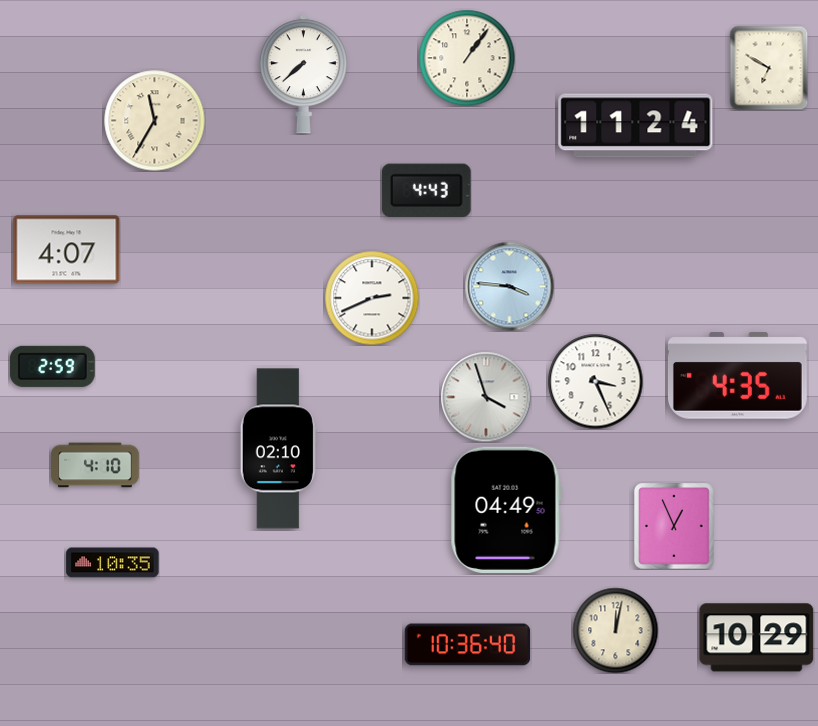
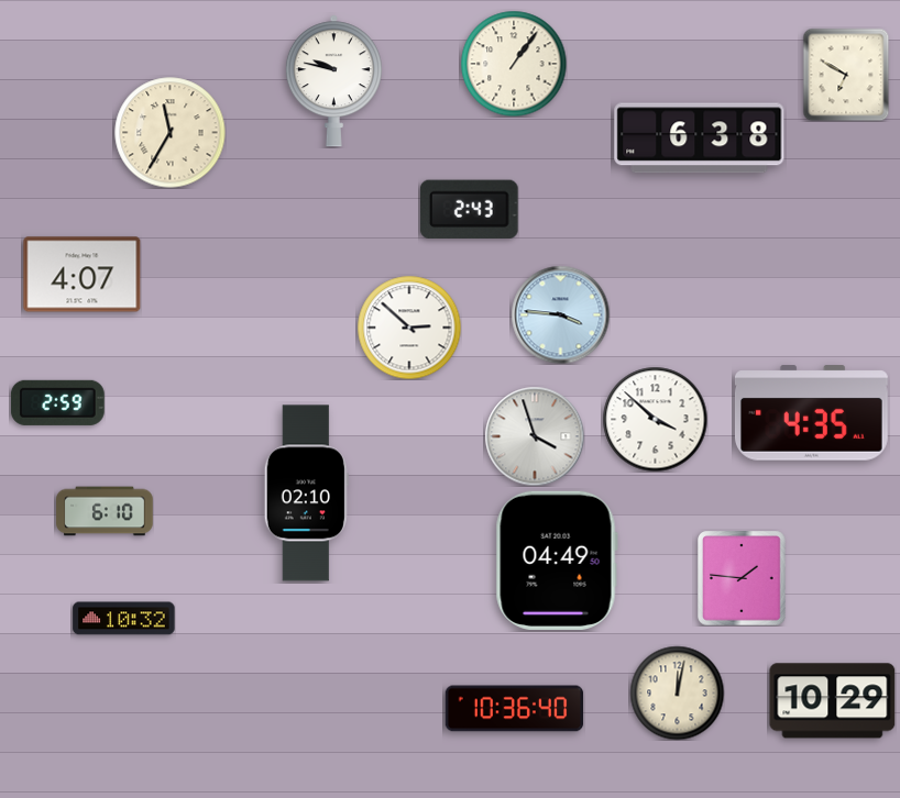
clock at (303, 74): 7:38 -> 9:47
clock at (636, 126): 11:24 -> 6:38
clock at (426, 190): 4:43 -> 2:43
clock at (67, 250) position: (67, 250) -> (83, 275)
clock at (372, 298): 2:41 -> 2:52
clock at (595, 381): 3:26 -> 3:52
clock at (95, 465): 4:10 -> 6:10
clock at (674, 526): 12:56 -> 1:46
clock at (113, 563): 10:35 -> 10:32
